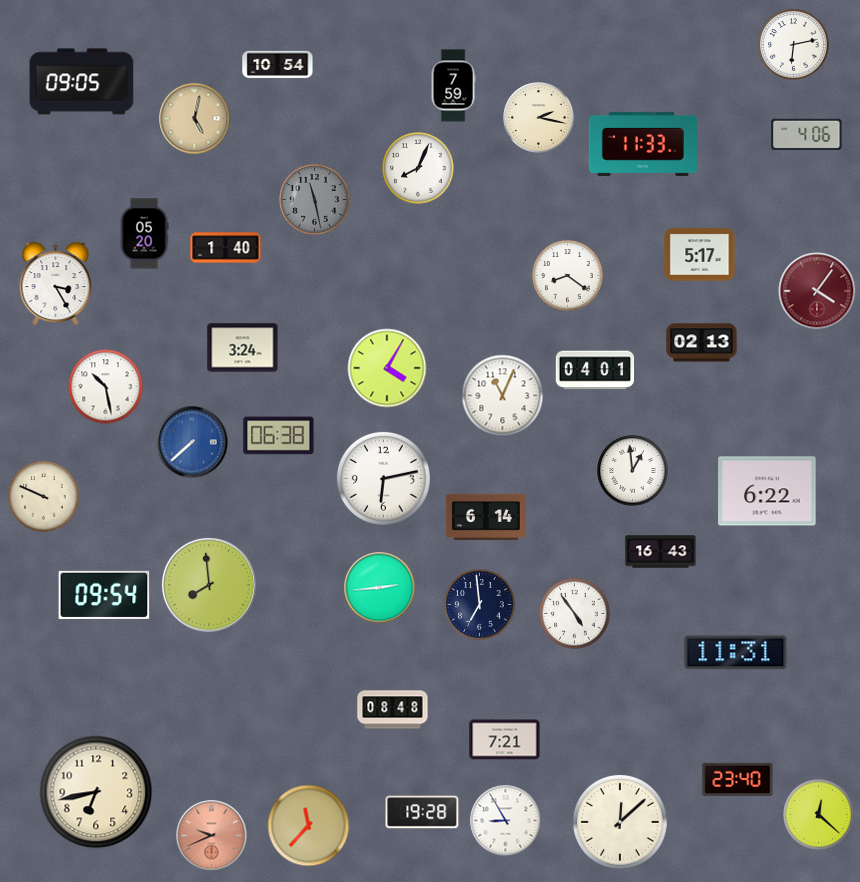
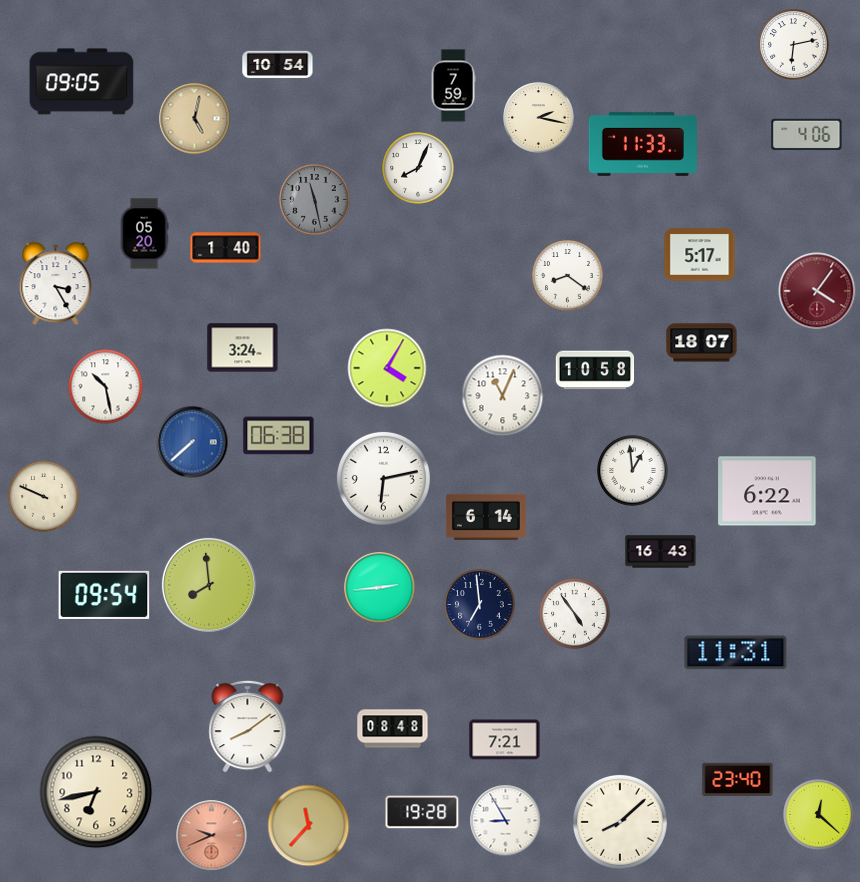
clock at (702, 343): 02:13 -> 18:07
clock at (595, 370): 04:01 -> 10:58
clock at (393, 710) position: (393, 710) -> (393, 729)
clock at (248, 726): none -> 8:09
clock at (620, 822): 12:08 -> 8:08
